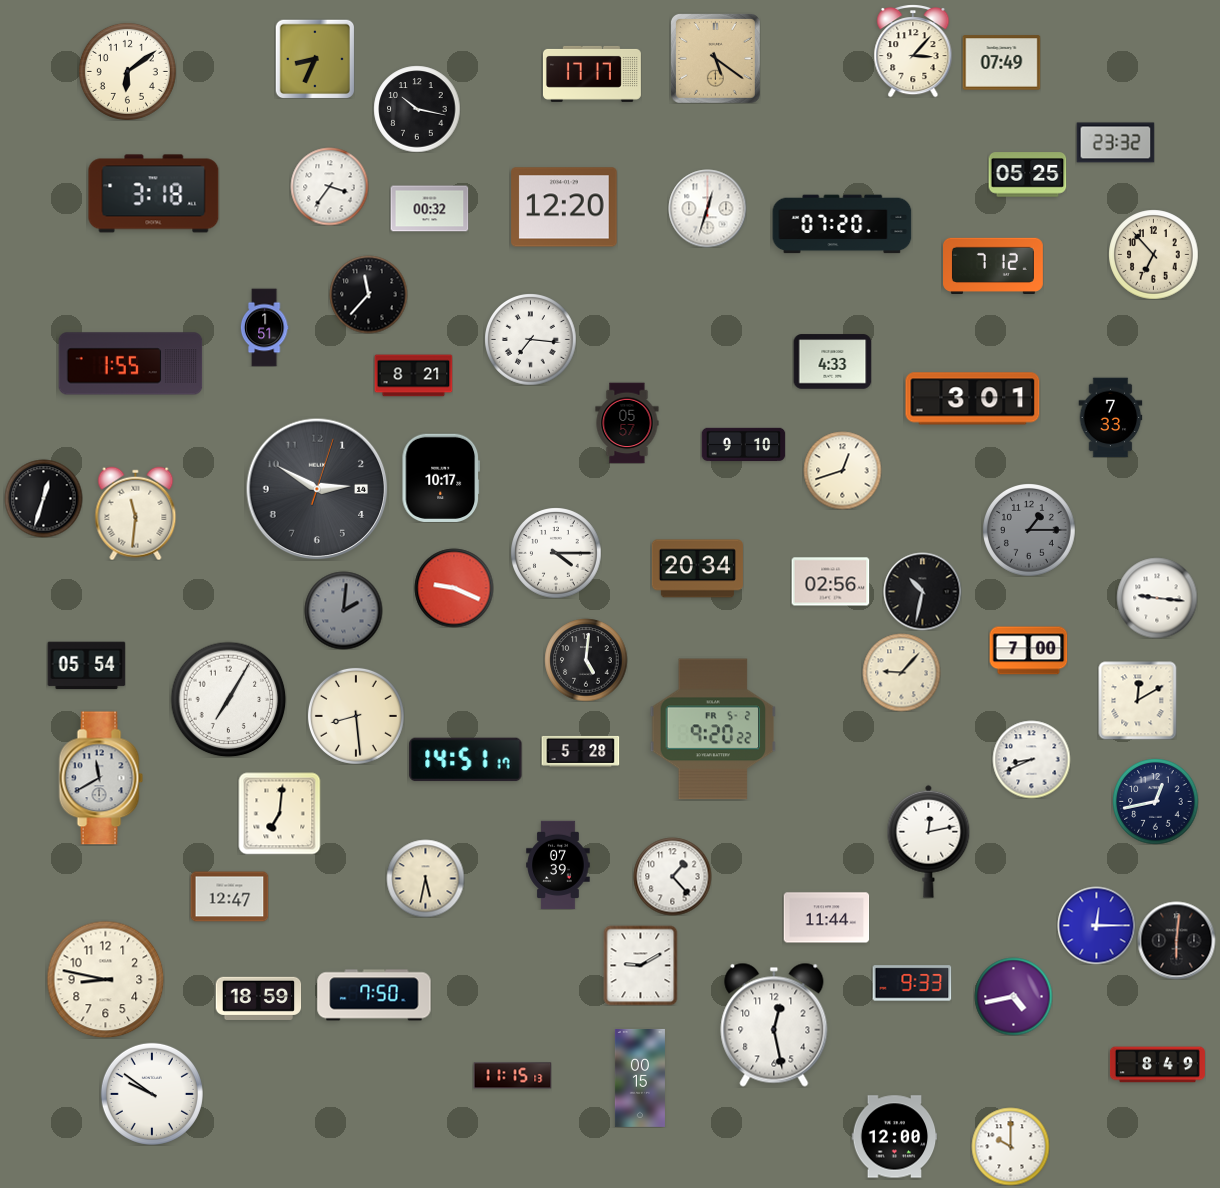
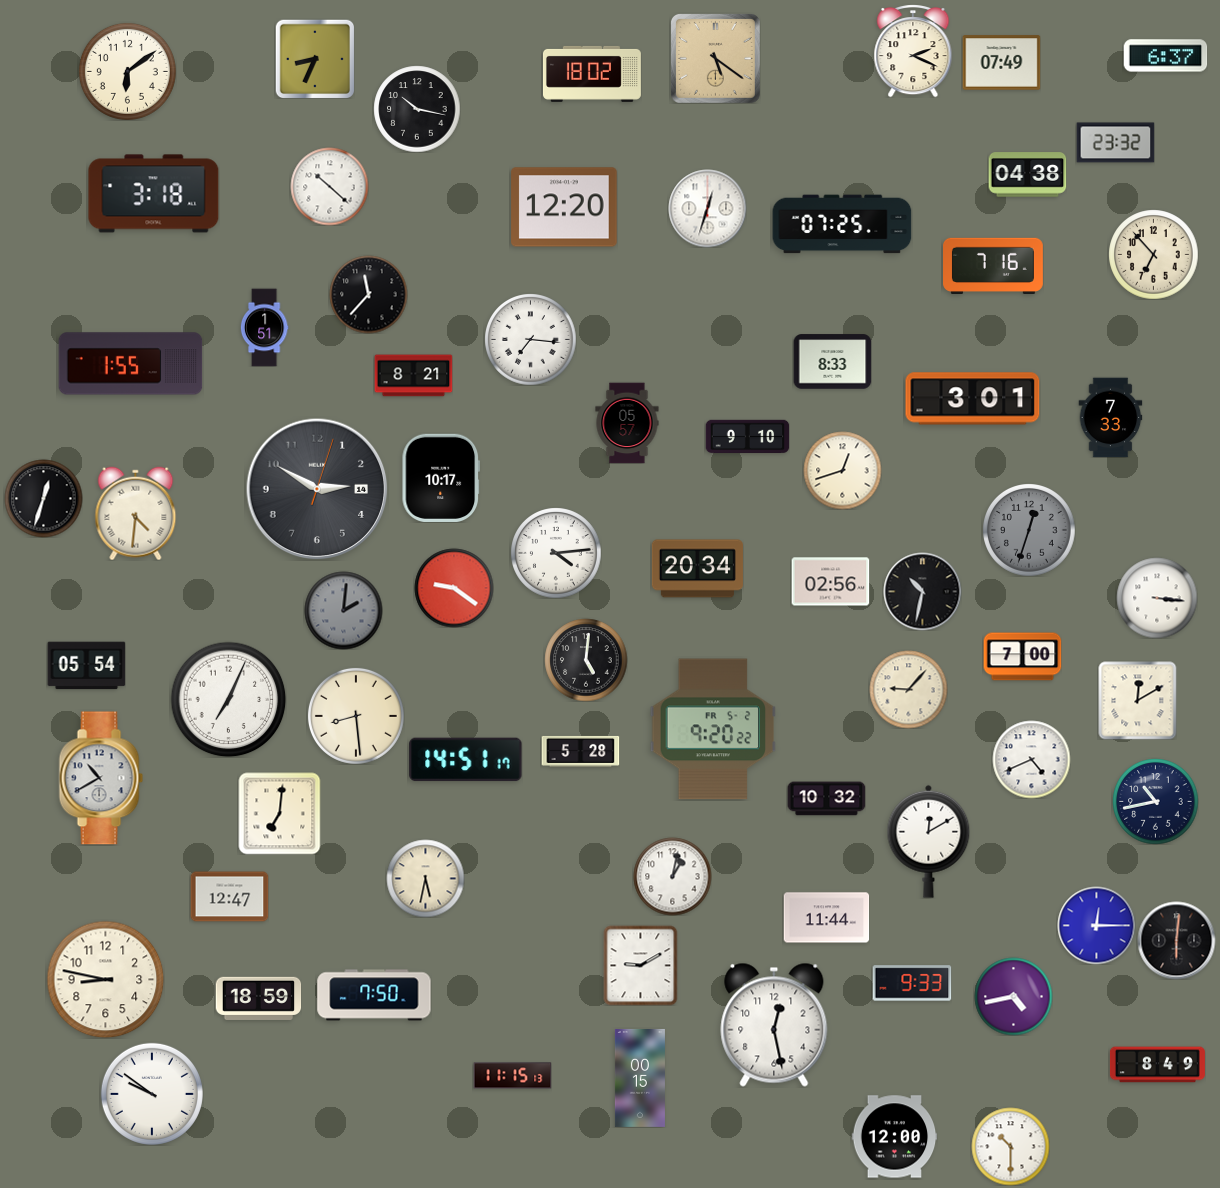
clock at (913, 51): 3:07 -> 2:19
clock at (1165, 56): none -> 6:37
clock at (592, 74): 17:17 -> 18:02
clock at (1027, 175): 05:25 -> 04:38
clock at (329, 186): 3:36 -> 10:22
clock at (429, 209): 00:32 -> none
clock at (842, 224): 07:20 -> 07:25
clock at (994, 265): 7:12 -> 7:16
clock at (832, 362): 4:33 -> 8:33
clock at (743, 445) position: (743, 445) -> (747, 437)
clock at (136, 513): 11:31 -> 4:31
clock at (1029, 530): 1:15 -> 12:33
clock at (556, 553): 4:15 -> 4:14
clock at (454, 588): 9:19 -> 9:21
clock at (1157, 598): 9:16 -> 3:16
clock at (1028, 651) position: (1028, 651) -> (1022, 657)
clock at (901, 672) position: (901, 672) -> (908, 689)
clock at (228, 699): 7:05 -> 7:04
clock at (1031, 759): 8:41 -> 4:41
clock at (101, 778): 11:40 -> 10:40
clock at (826, 799): none -> 10:32
clock at (1155, 801): 12:43 -> 10:43
clock at (929, 841): 12:13 -> 12:10
clock at (558, 865): 07:39 -> none
clock at (672, 876): 1:23 -> 1:02
clock at (1010, 1146): 10:00 -> 10:30
